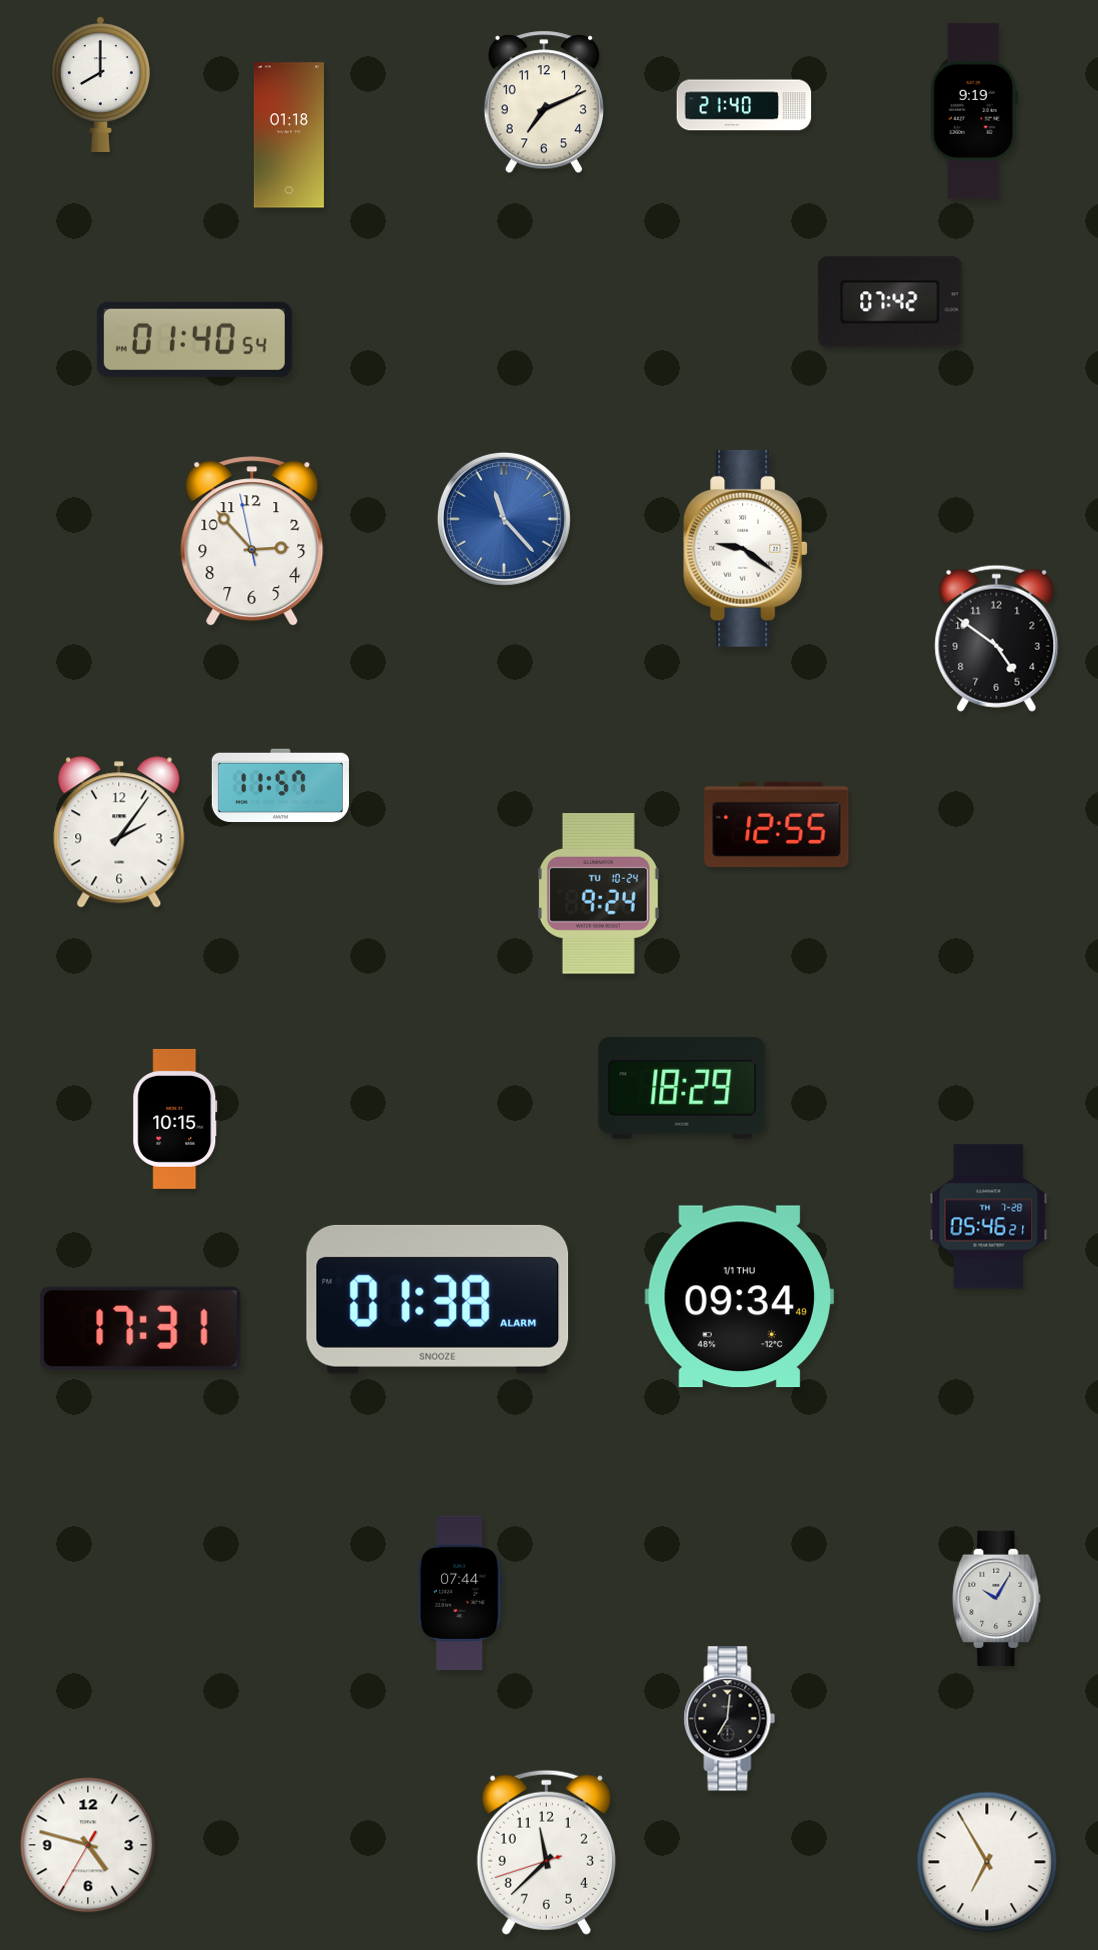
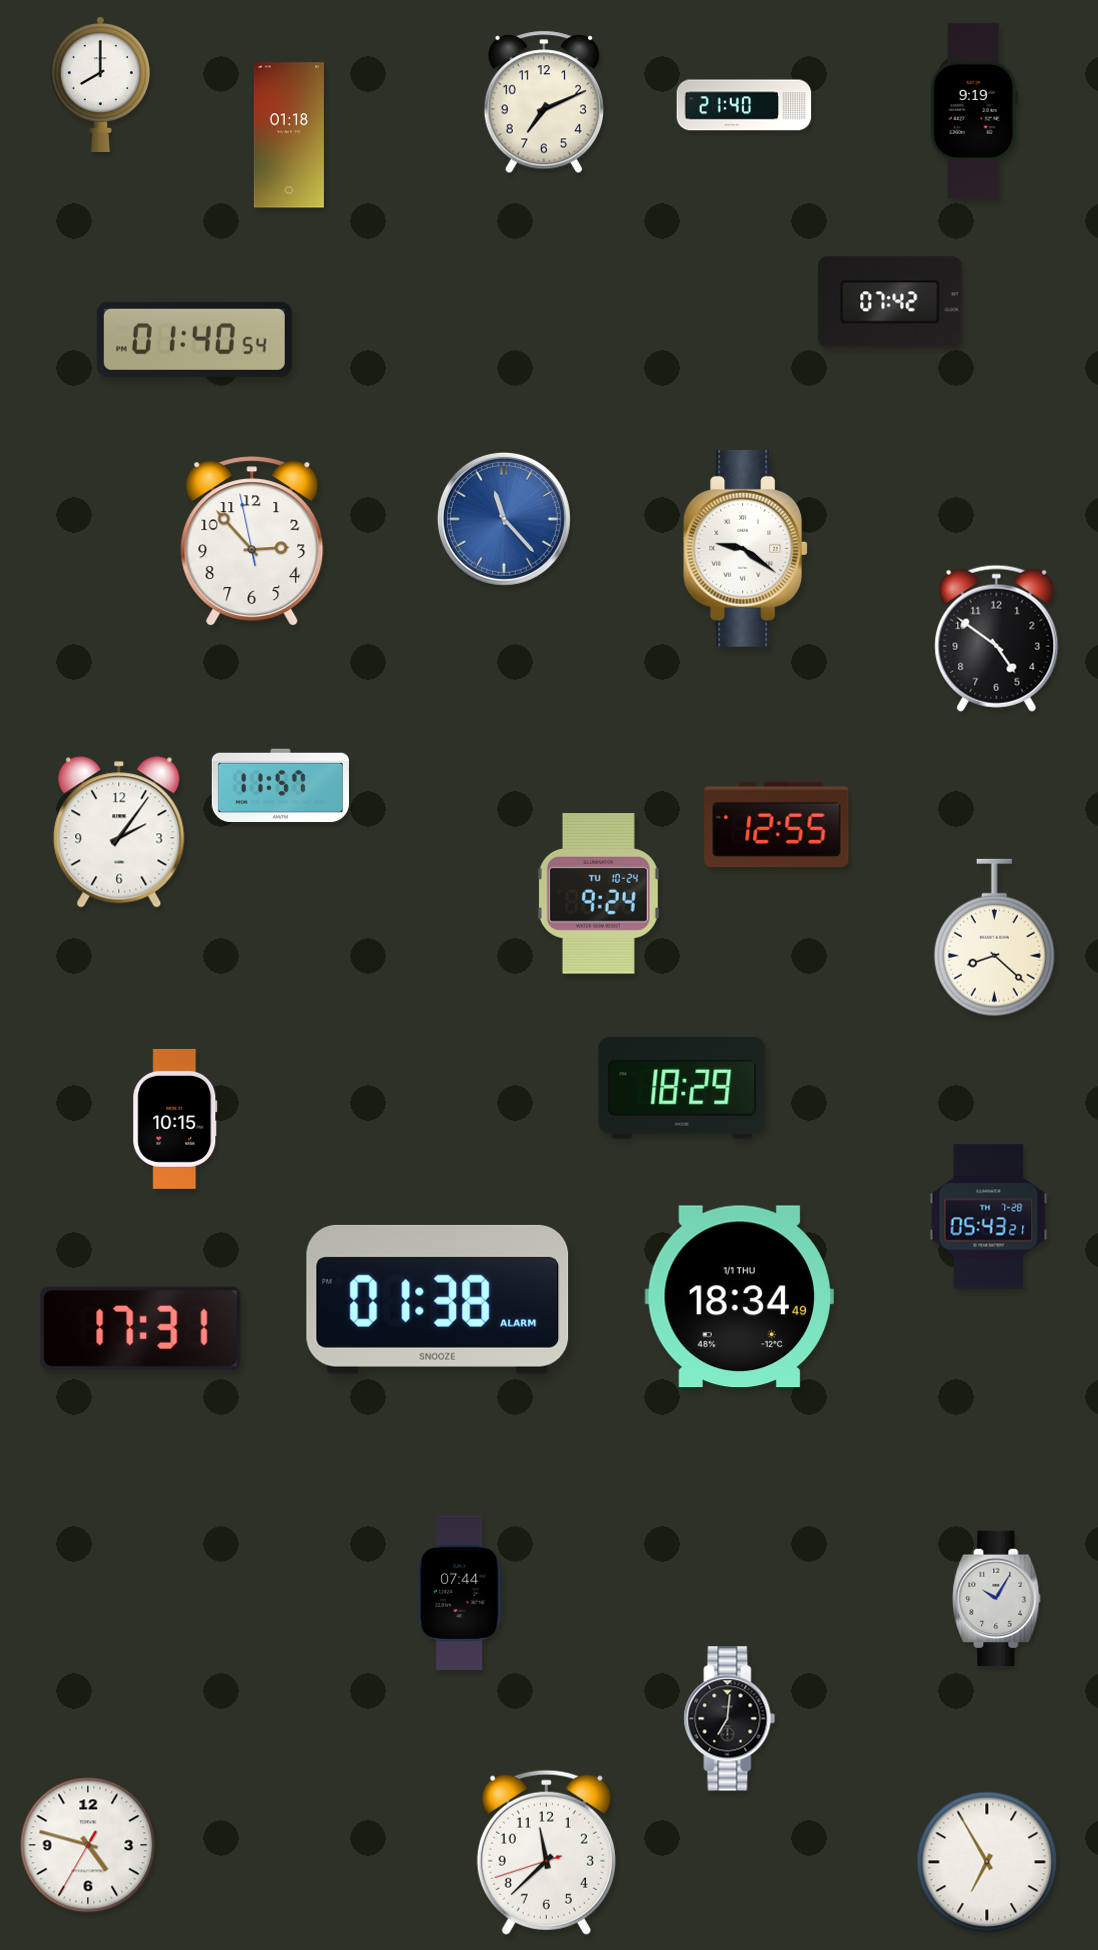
clock at (994, 938): none -> 8:22
clock at (989, 1217): 05:46 -> 05:43
clock at (739, 1297): 09:34 -> 18:34
